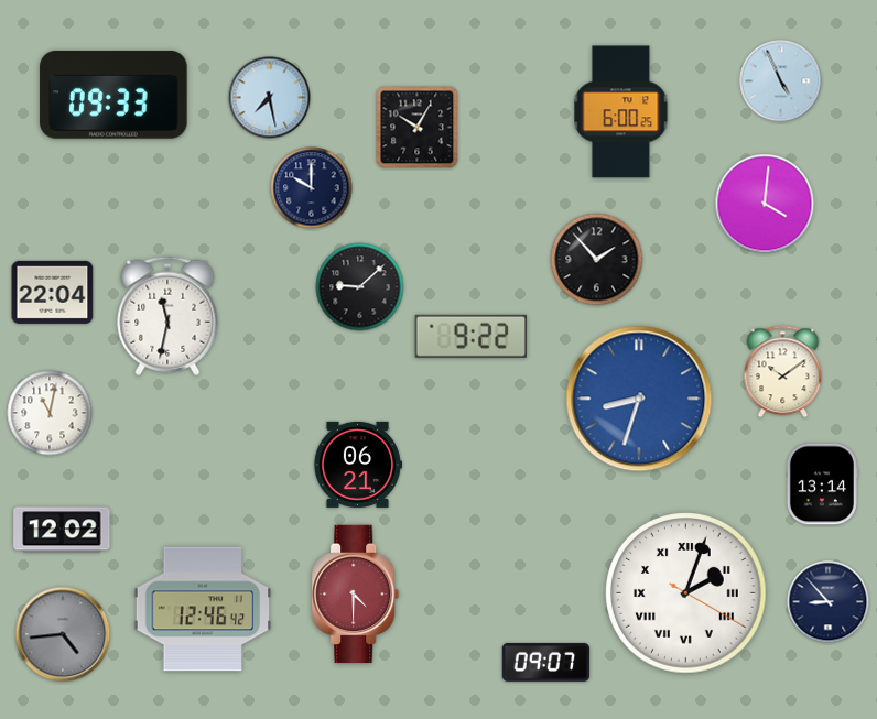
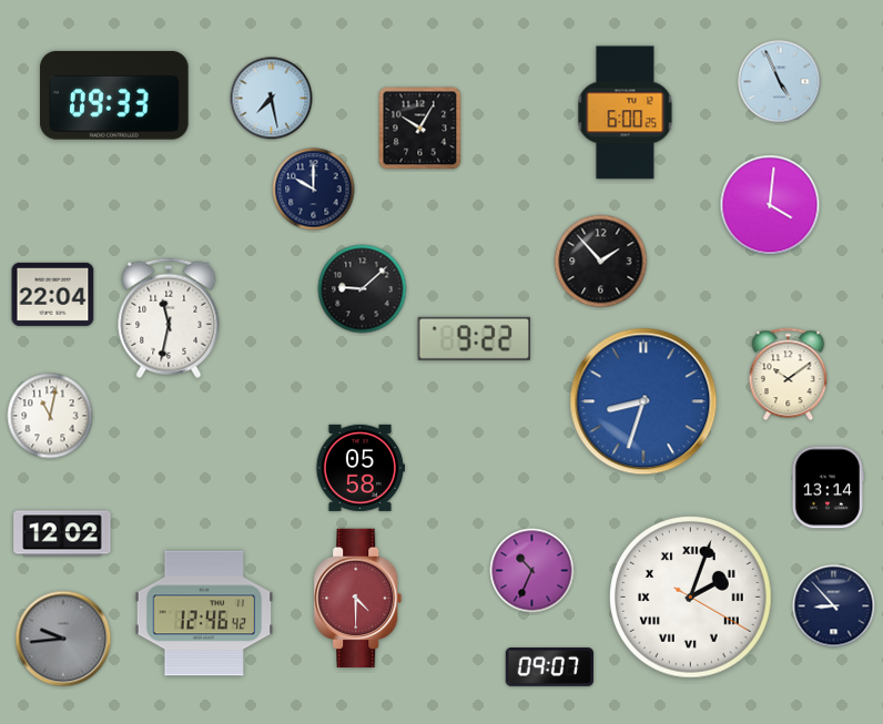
clock at (781, 81) position: (781, 81) -> (780, 82)
clock at (357, 465): 06:21 -> 05:58
clock at (532, 571): none -> 10:34
clock at (63, 634): 4:44 -> 9:44
